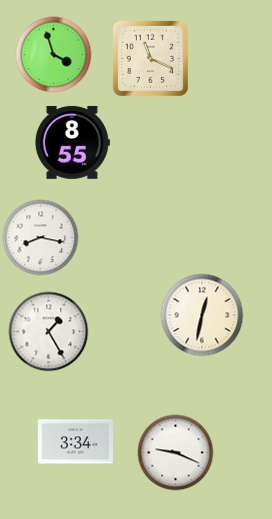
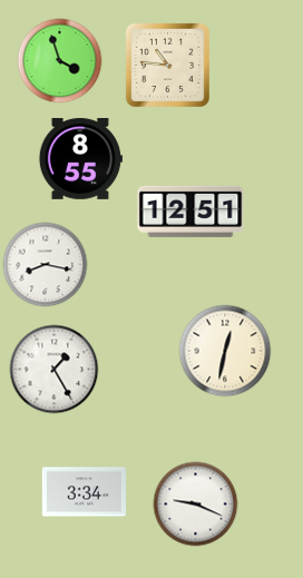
clock at (150, 58): 11:19 -> 10:46
clock at (190, 212): none -> 12:51
